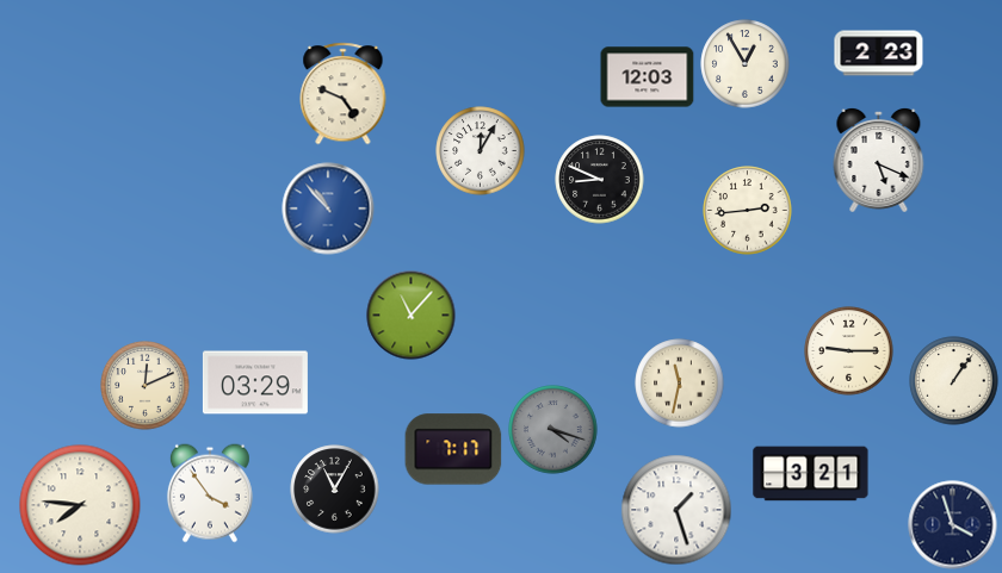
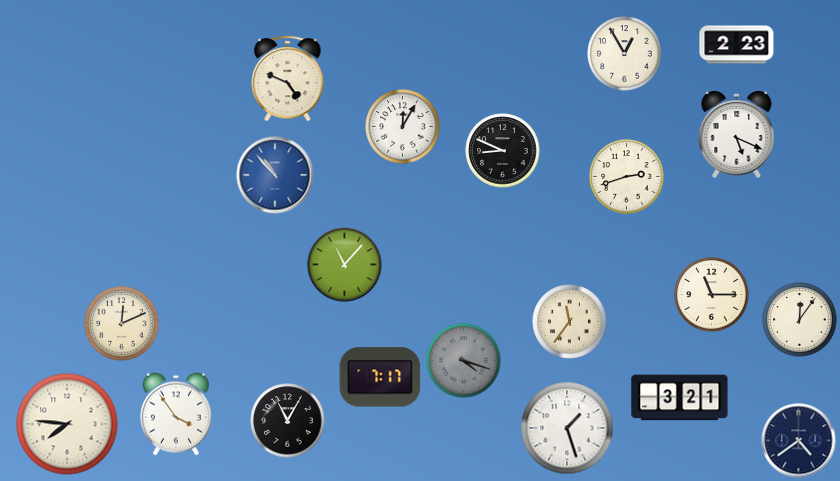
clock at (648, 77): 12:03 -> none
clock at (748, 211): 2:44 -> 2:42
clock at (849, 351): 9:15 -> 11:15
clock at (954, 381): 1:06 -> 12:06
clock at (255, 382): 03:29 -> none
clock at (680, 384): 11:32 -> 11:36
clock at (335, 490) position: (335, 490) -> (288, 421)
clock at (953, 525): 3:57 -> 4:39
